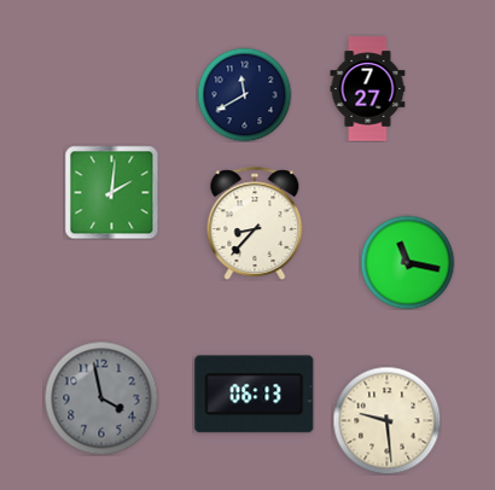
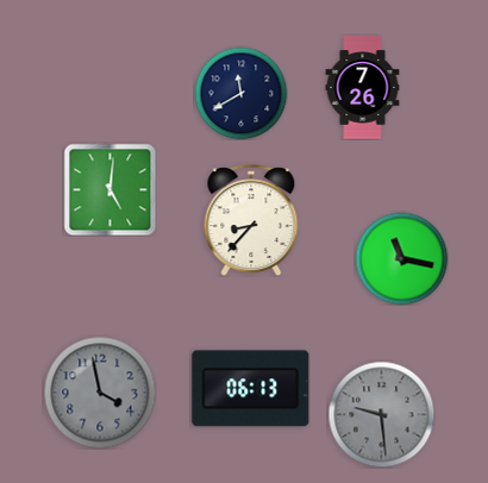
clock at (368, 89): 7:27 -> 7:26
clock at (111, 192): 2:01 -> 5:01
clock at (386, 420) dial: cream -> grey
